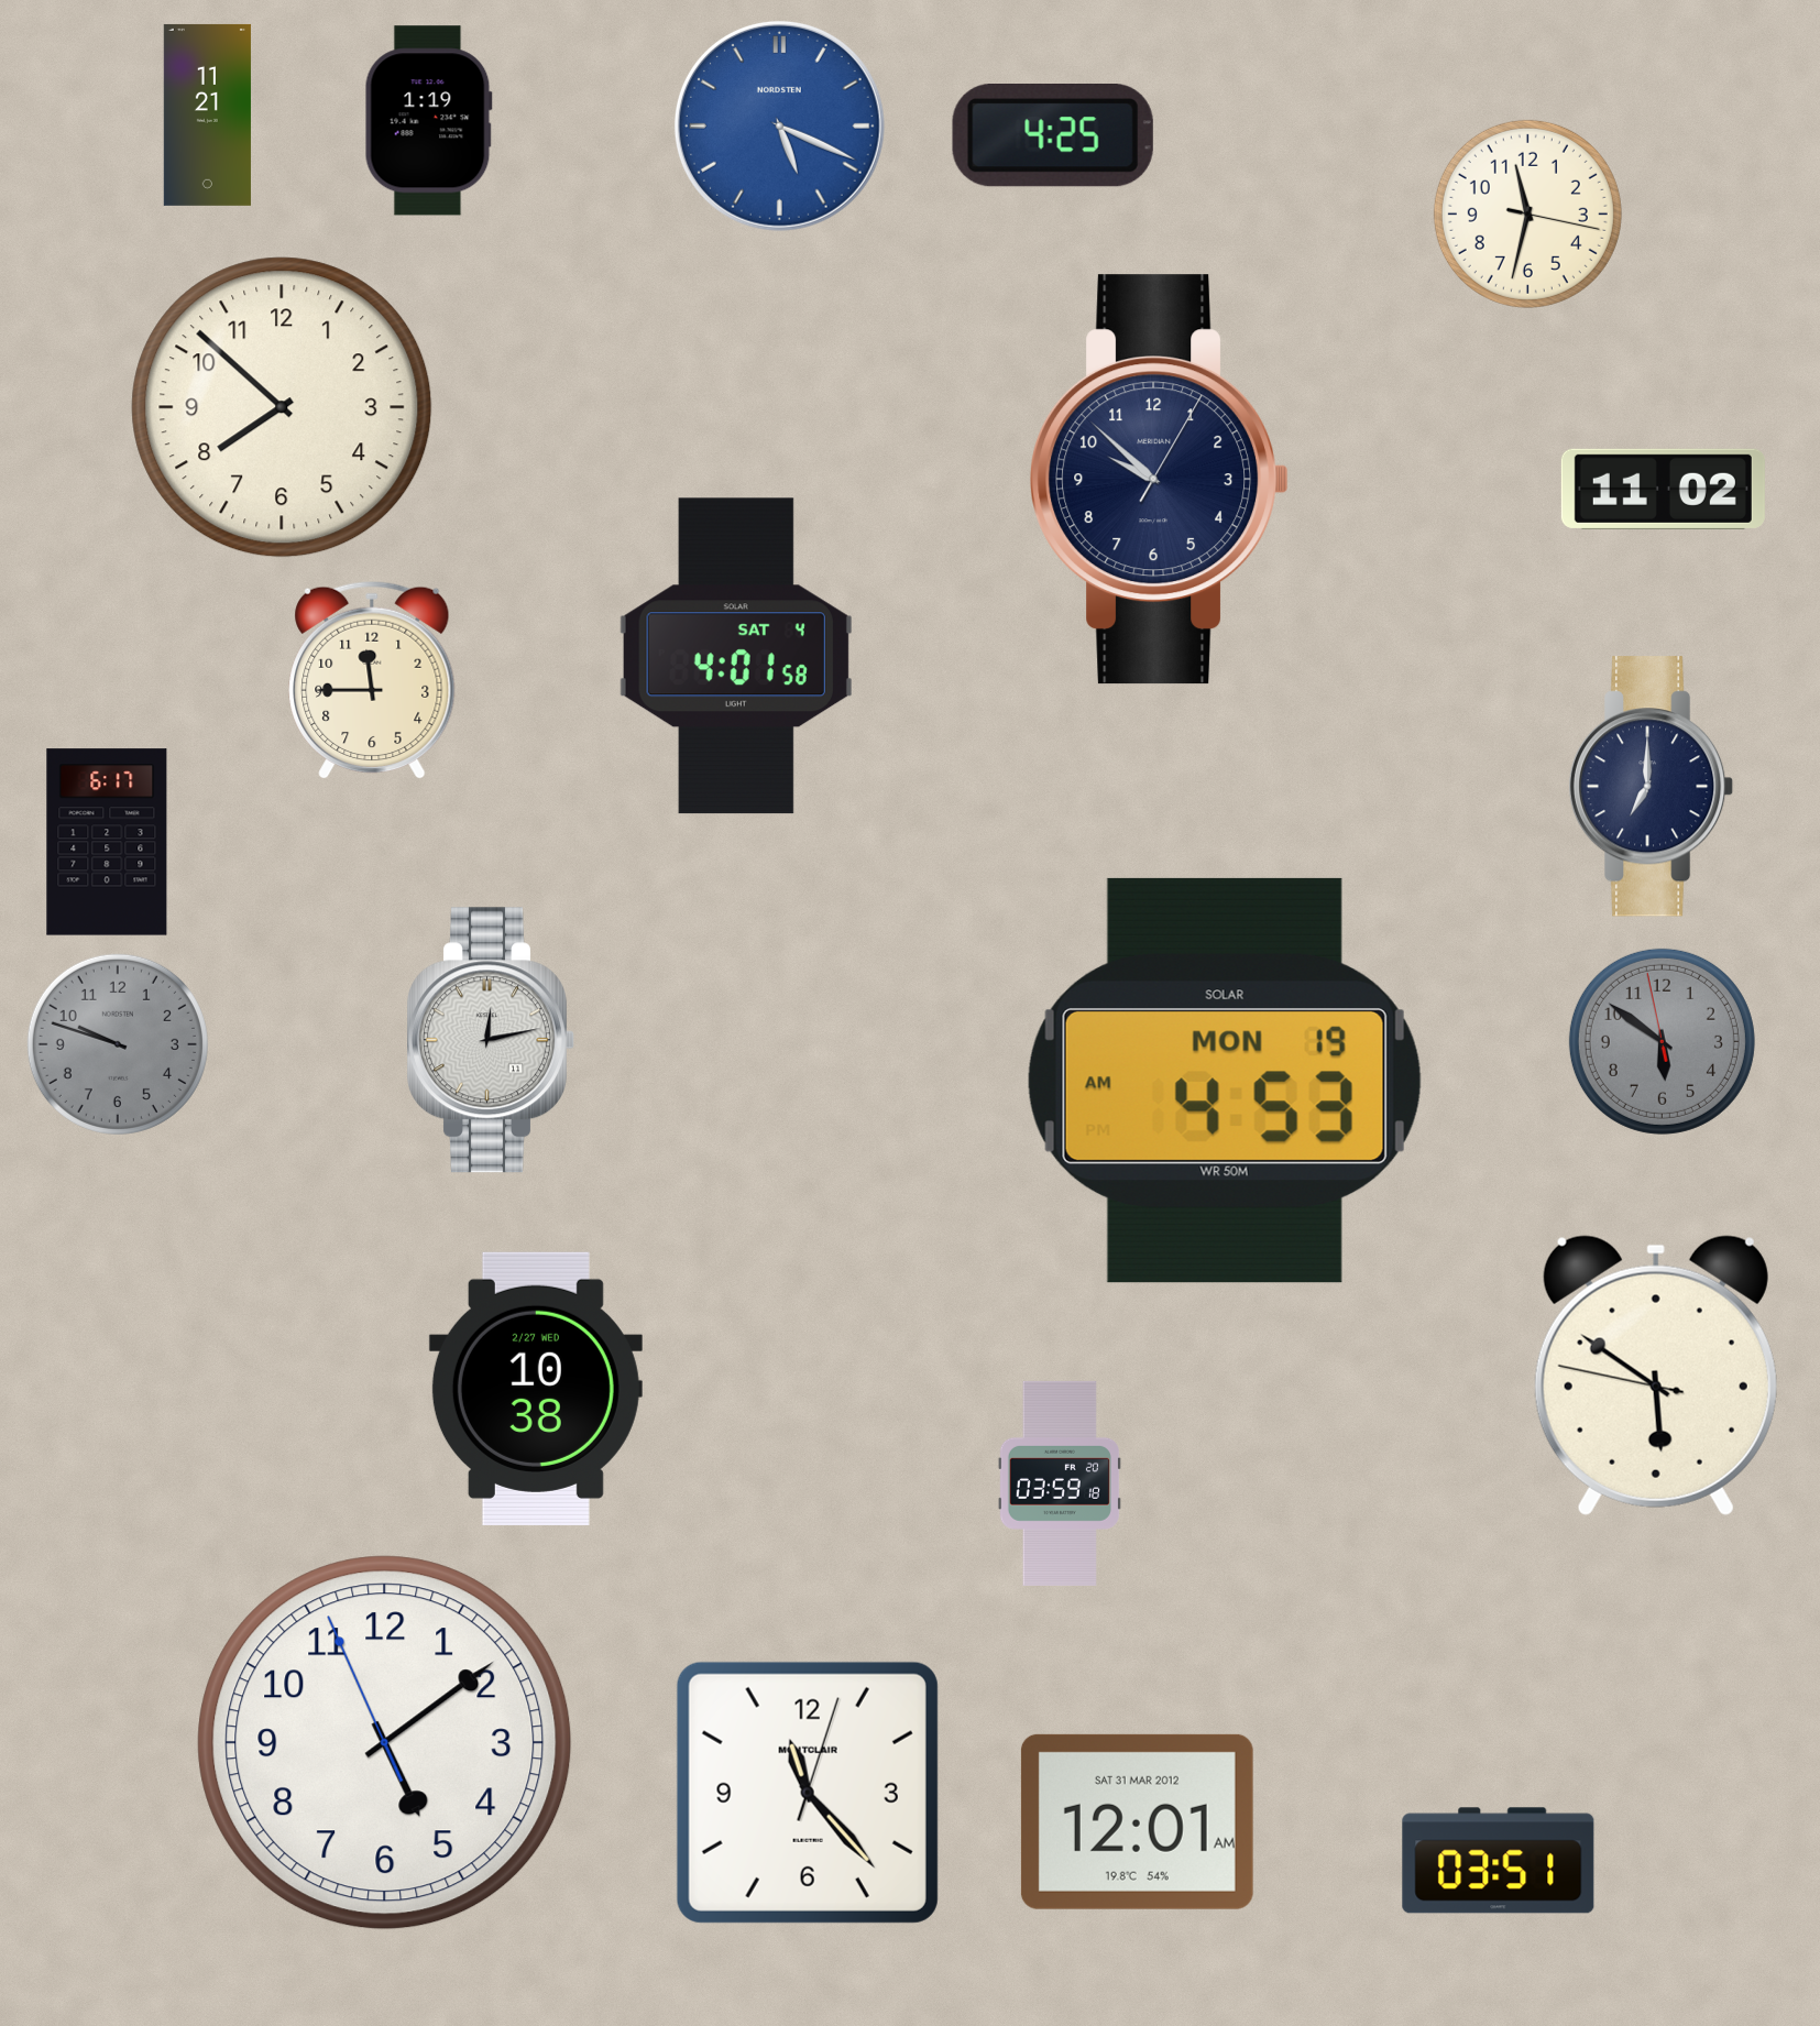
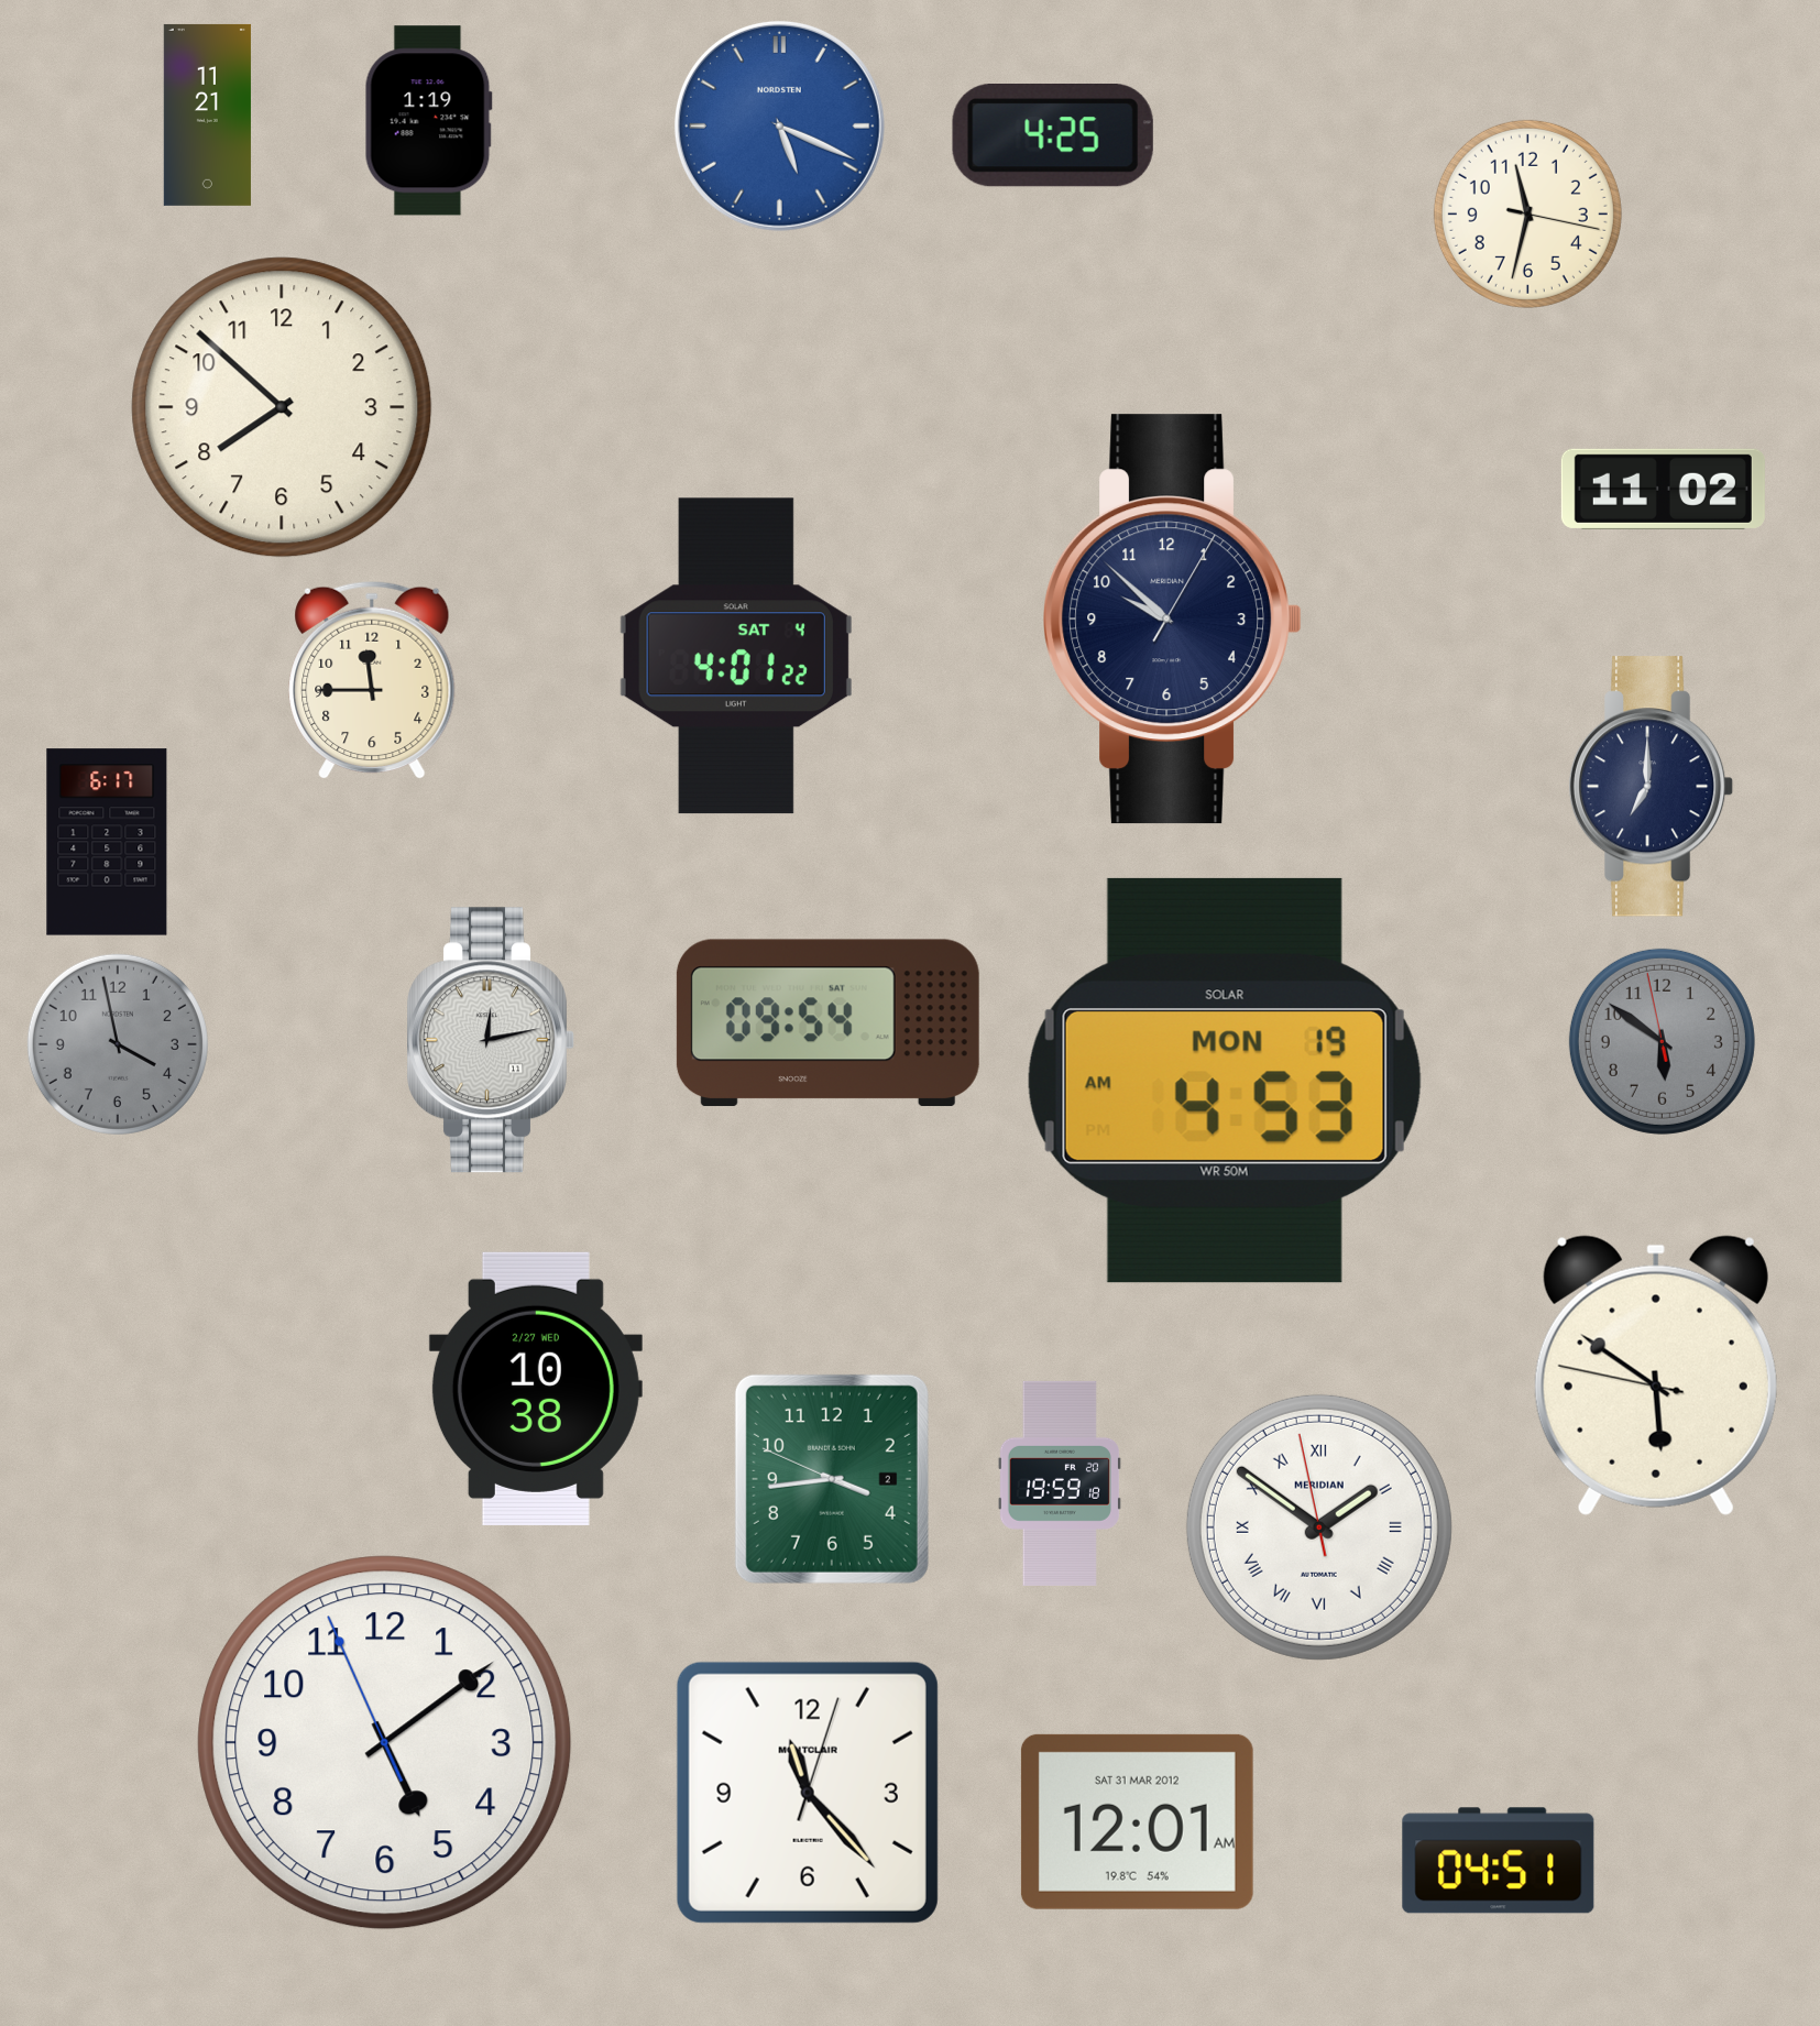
clock at (1160, 480) position: (1160, 480) -> (1173, 620)
clock at (736, 656): 4:01:58 -> 4:01:22
clock at (827, 1023): none -> 09:54
clock at (118, 1044): 9:48 -> 3:58
clock at (832, 1479): none -> 3:43
clock at (1060, 1483): 03:59 -> 19:59
clock at (1319, 1527): none -> 1:50
clock at (1499, 1861): 03:51 -> 04:51
